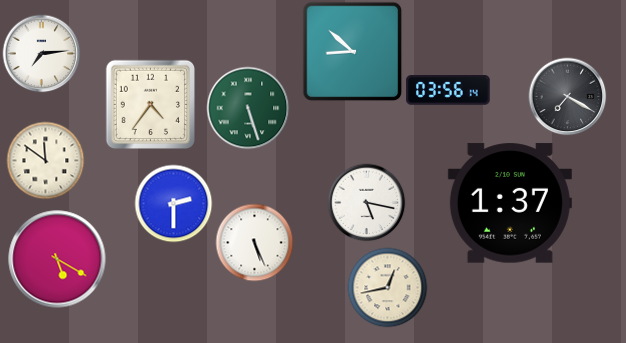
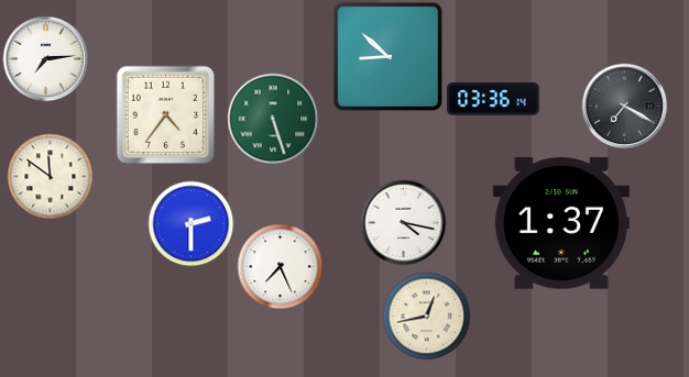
clock at (448, 90): 03:56 -> 03:36
clock at (366, 202): 5:17 -> 4:17
clock at (254, 242): 5:26 -> 7:26
clock at (57, 259): 5:20 -> none
